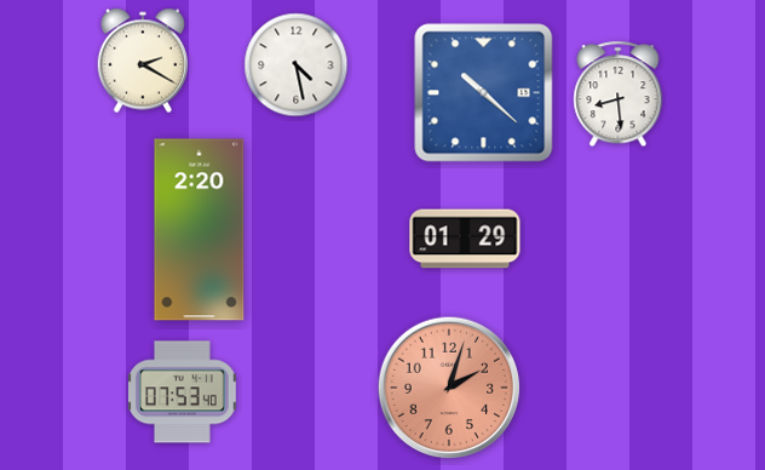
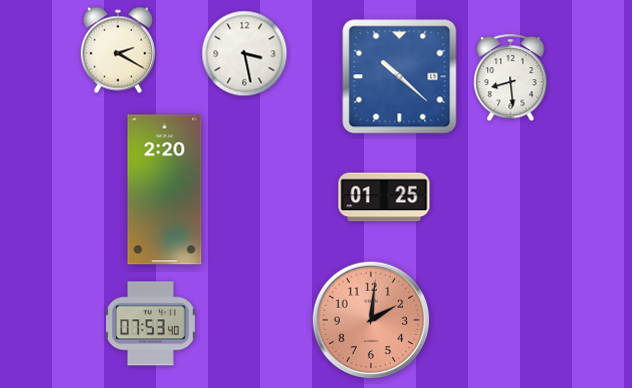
clock at (297, 65): 4:28 -> 3:28
clock at (465, 239): 01:29 -> 01:25
clock at (449, 388): 2:03 -> 2:01
